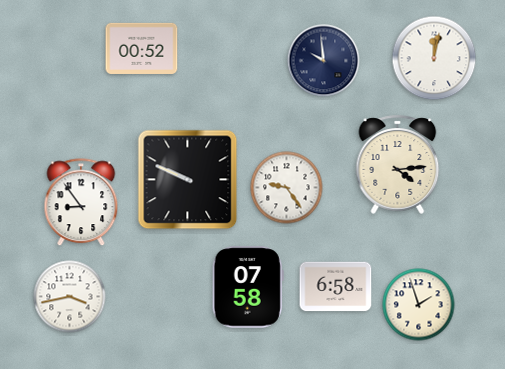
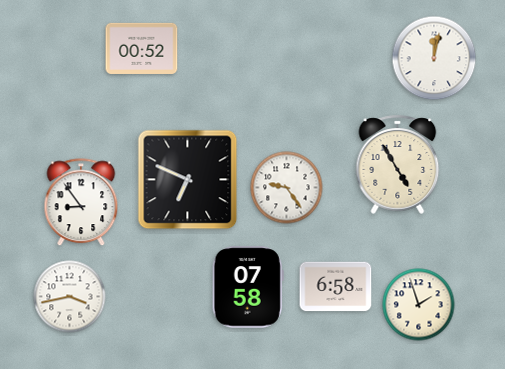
clock at (324, 61): 9:59 -> none
clock at (398, 164): 4:14 -> 4:55
clock at (188, 180): 9:49 -> 6:49
